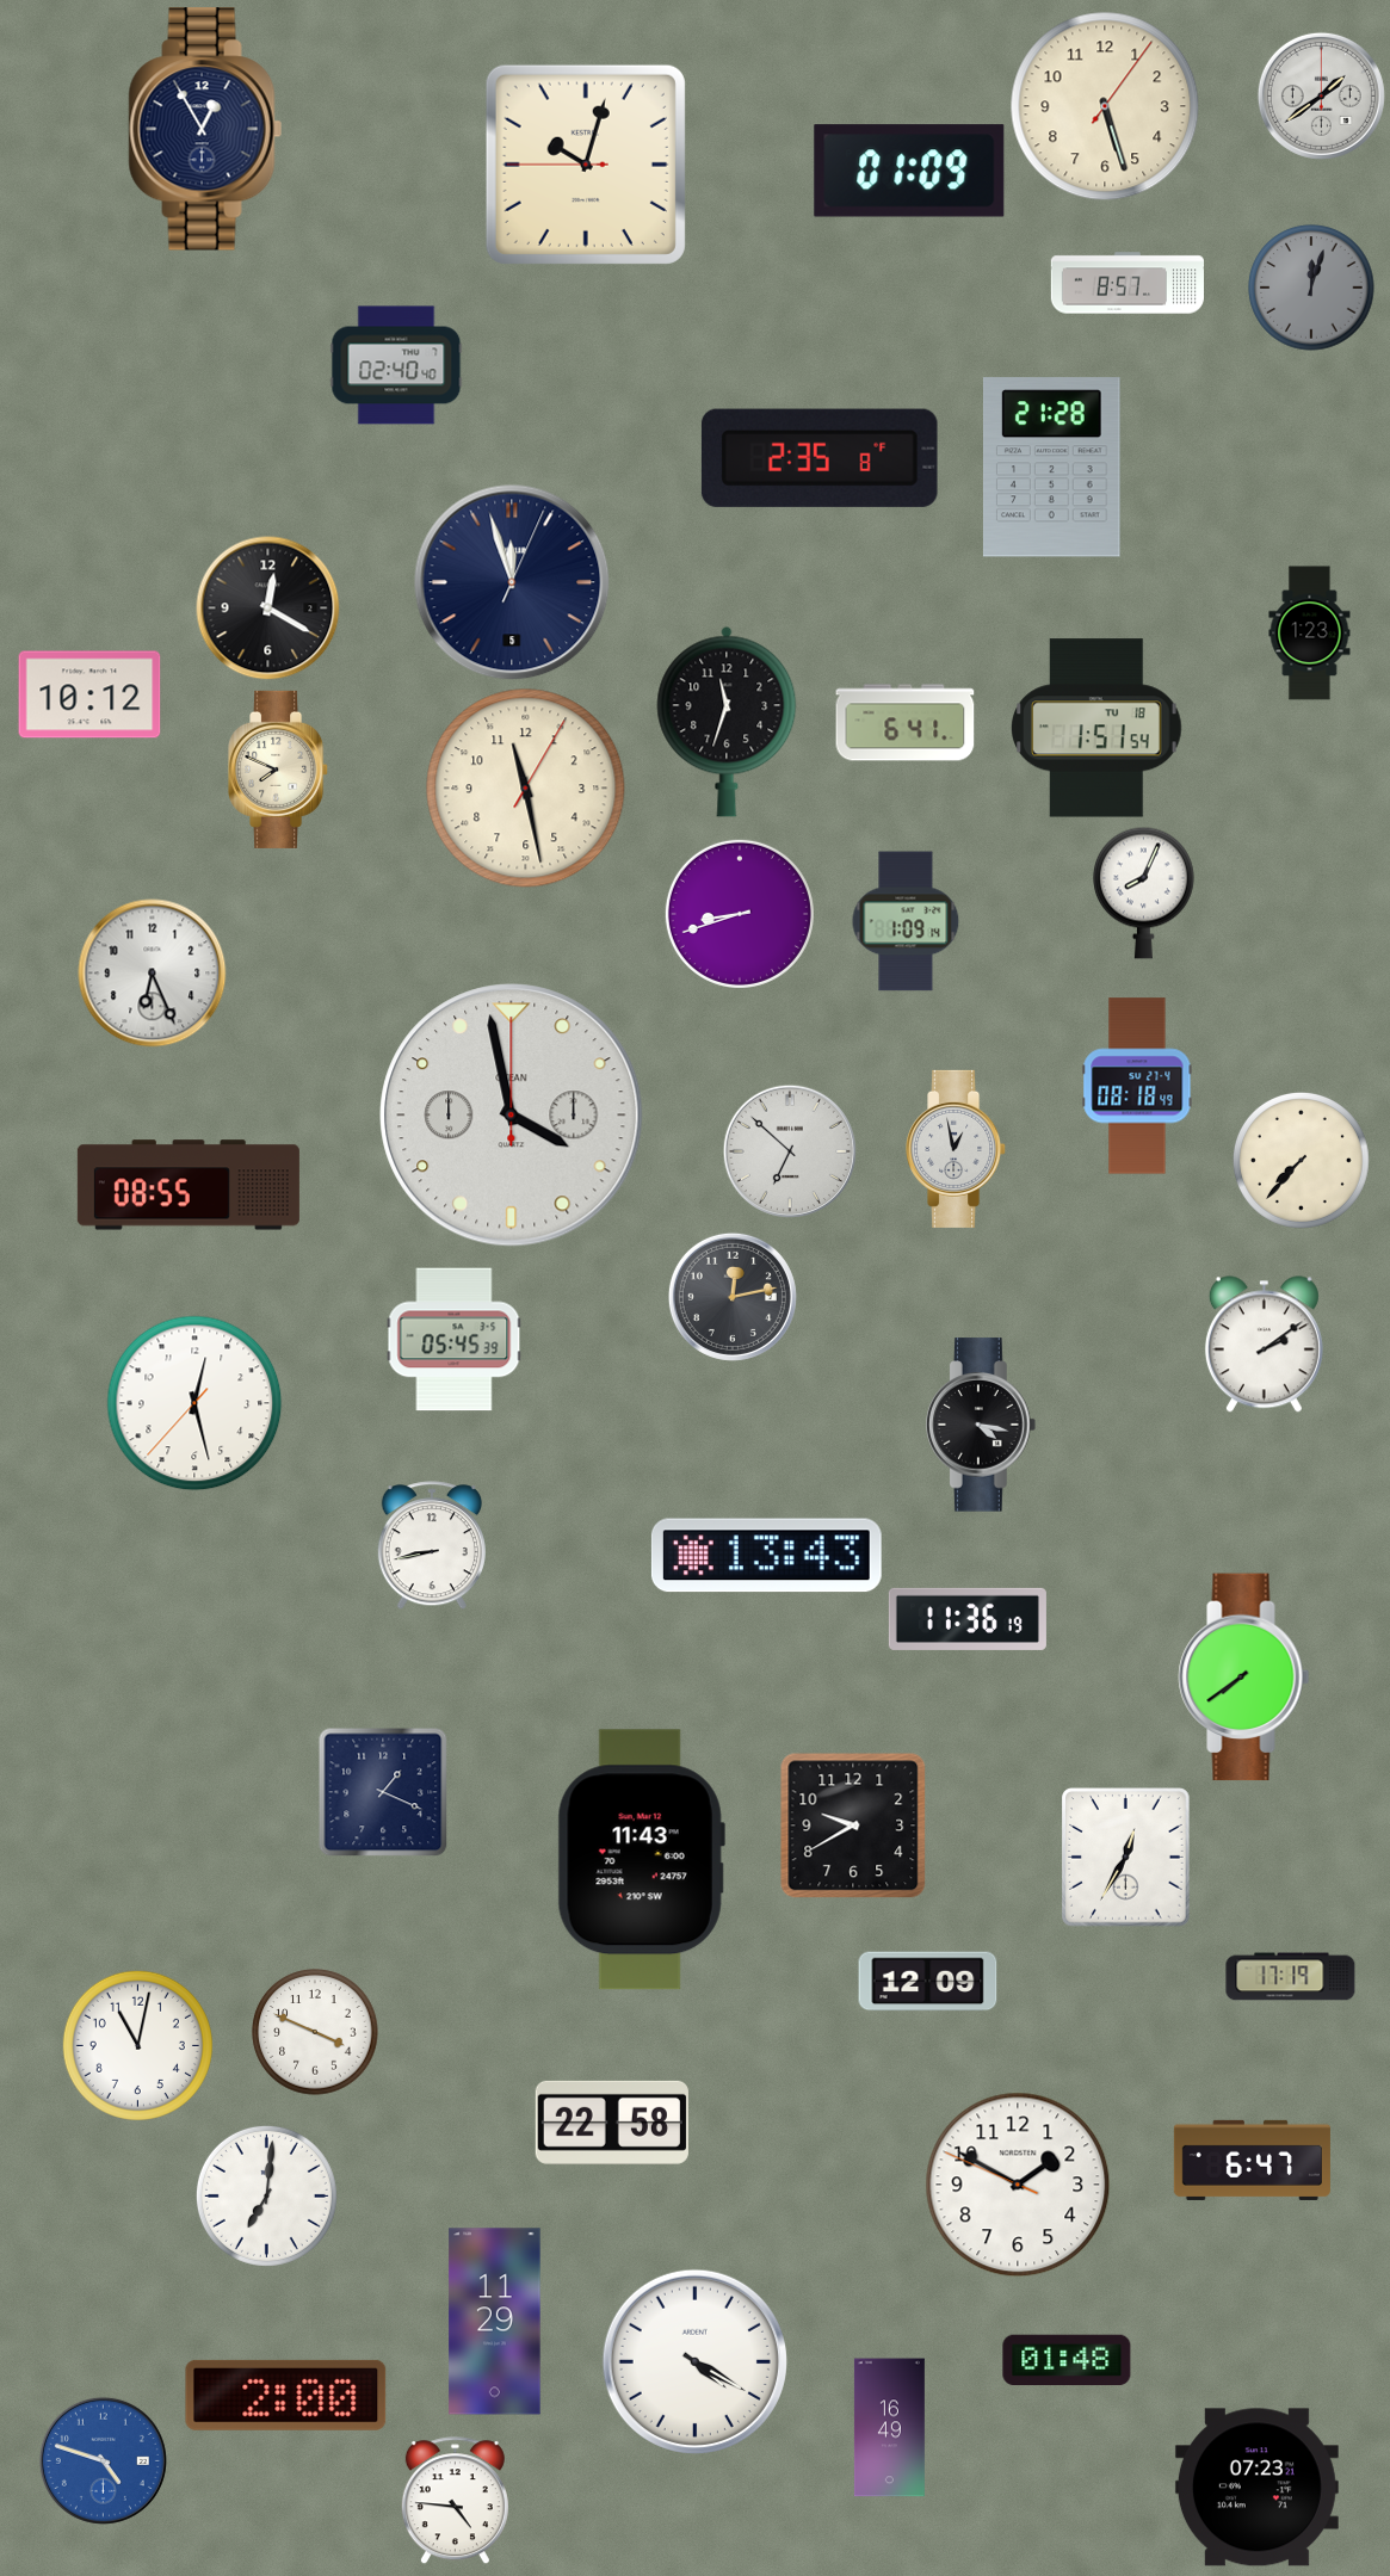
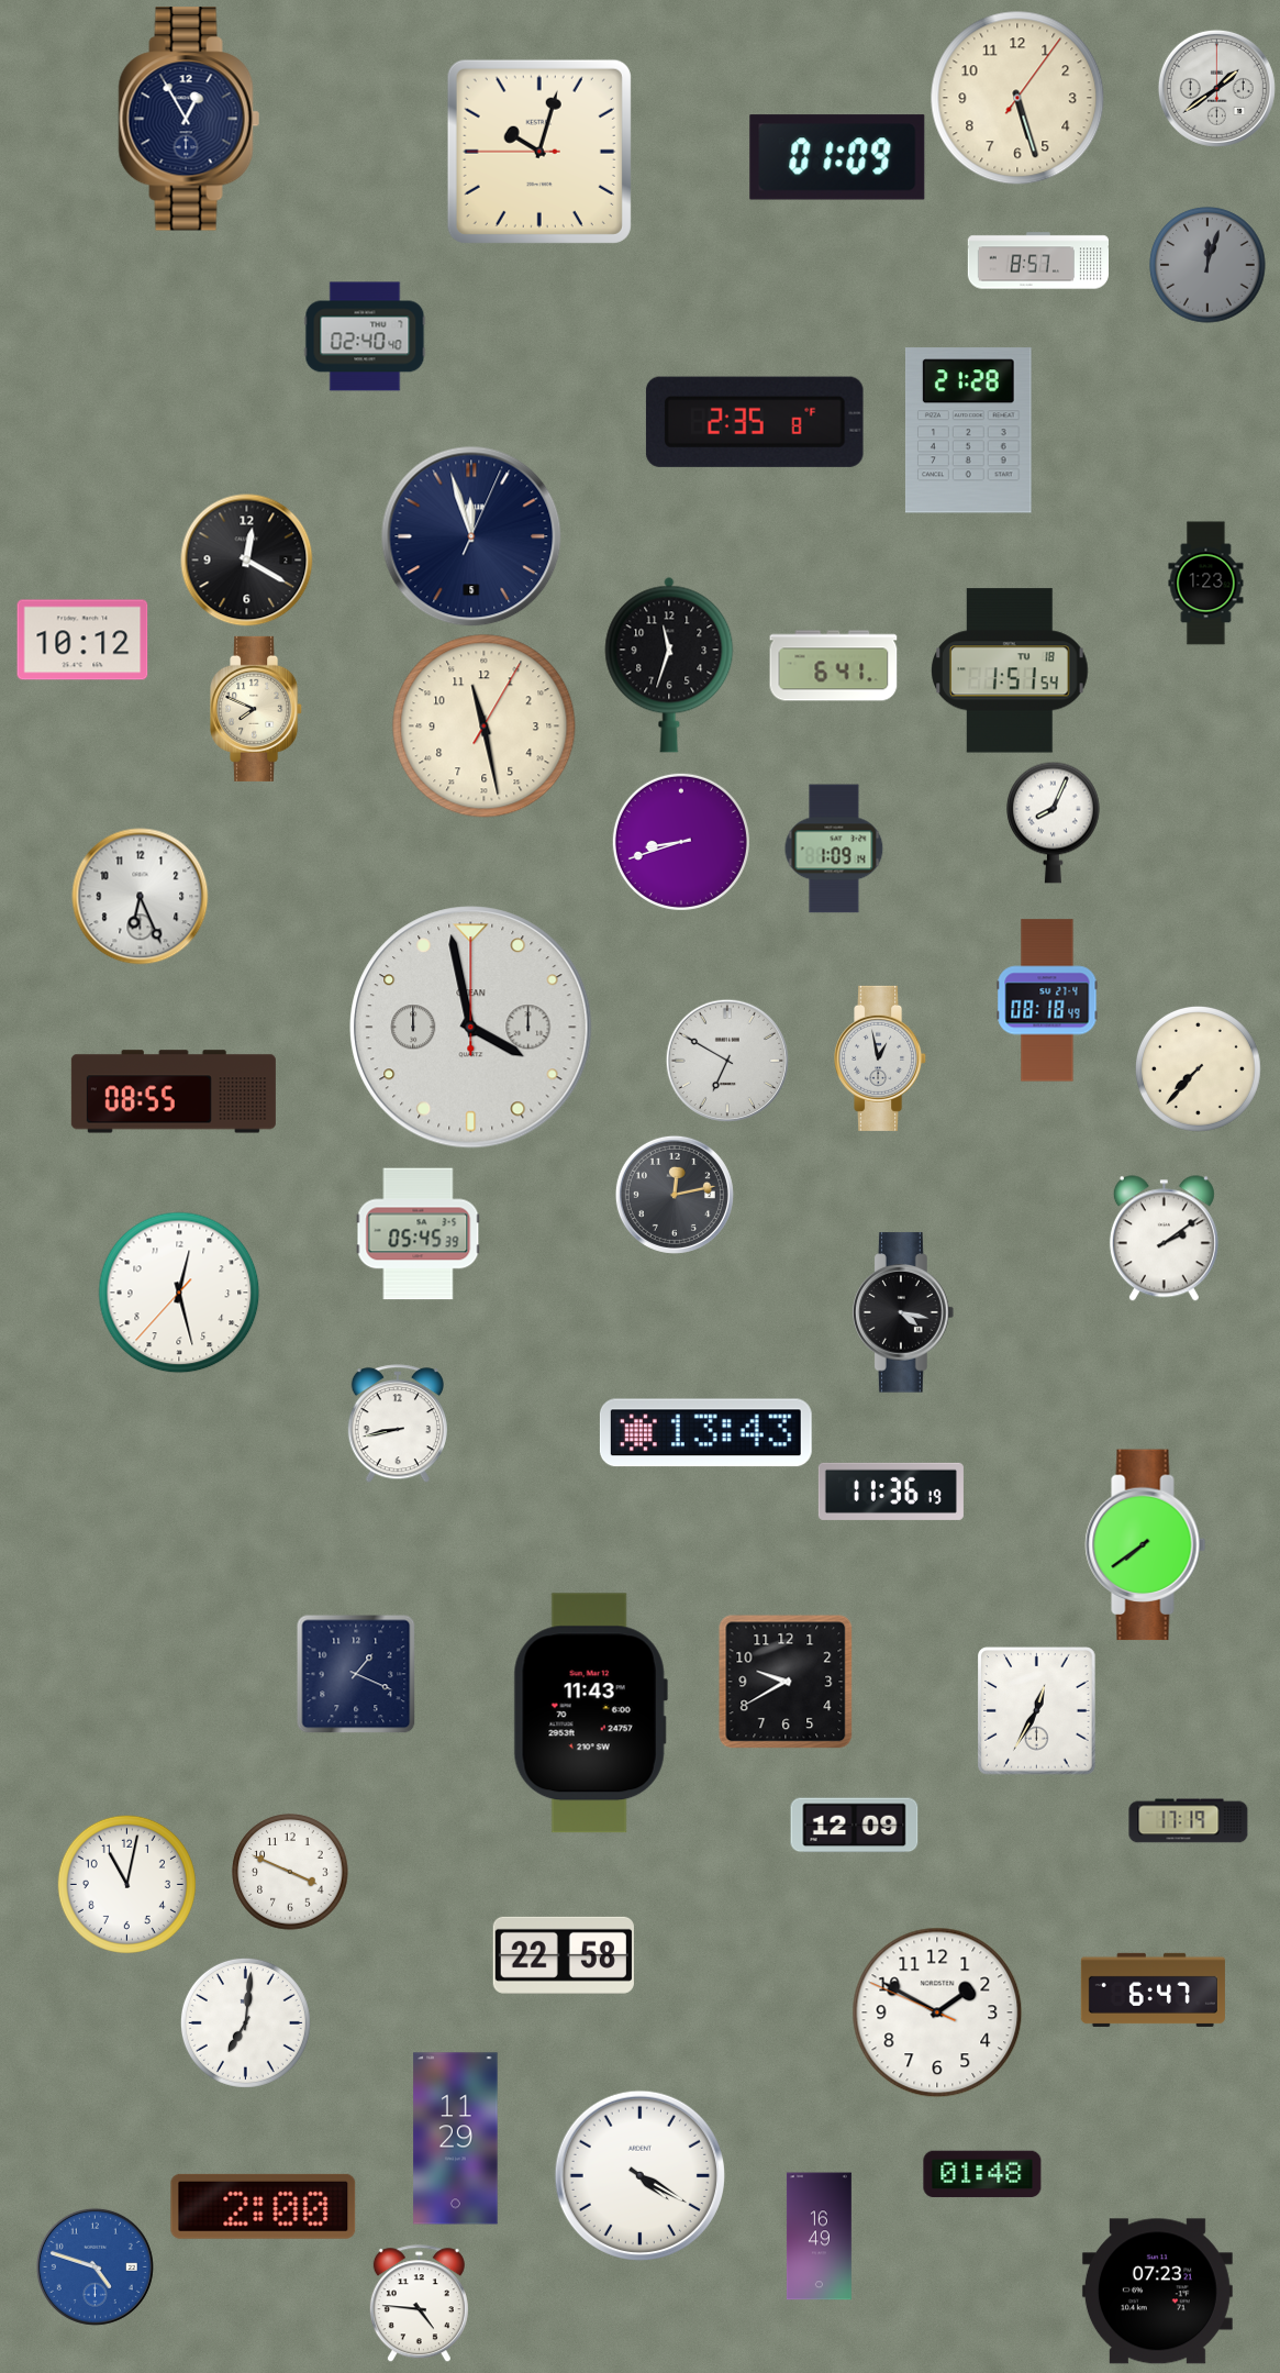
clock at (789, 1150): 6:52 -> 6:50
clock at (383, 1792) position: (383, 1792) -> (356, 1674)
